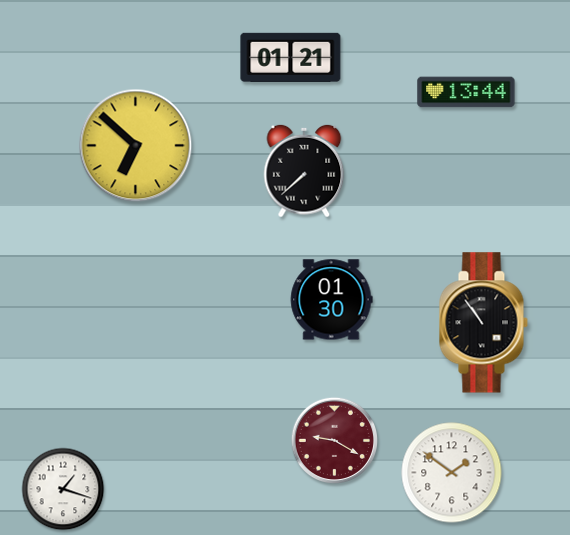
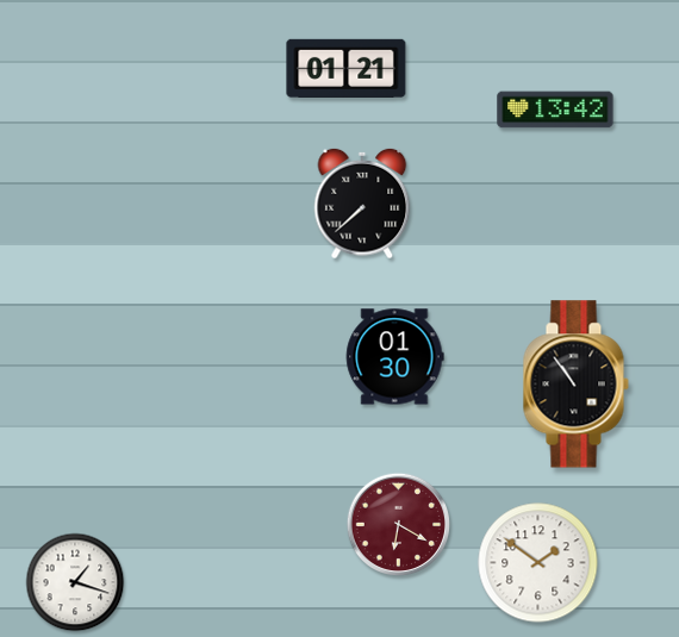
clock at (466, 92): 13:44 -> 13:42
clock at (136, 146): 6:52 -> none
clock at (334, 440): 9:20 -> 6:20
